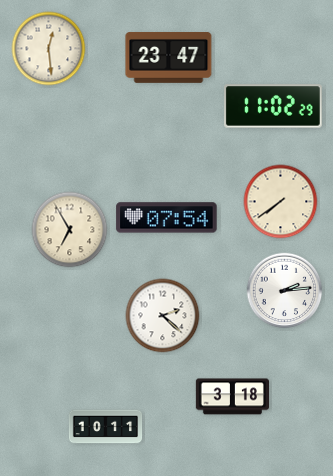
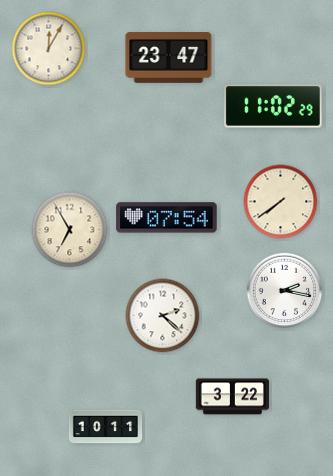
clock at (49, 49): 12:29 -> 12:05
clock at (285, 291): 2:14 -> 2:17
clock at (232, 397): 3:18 -> 3:22
